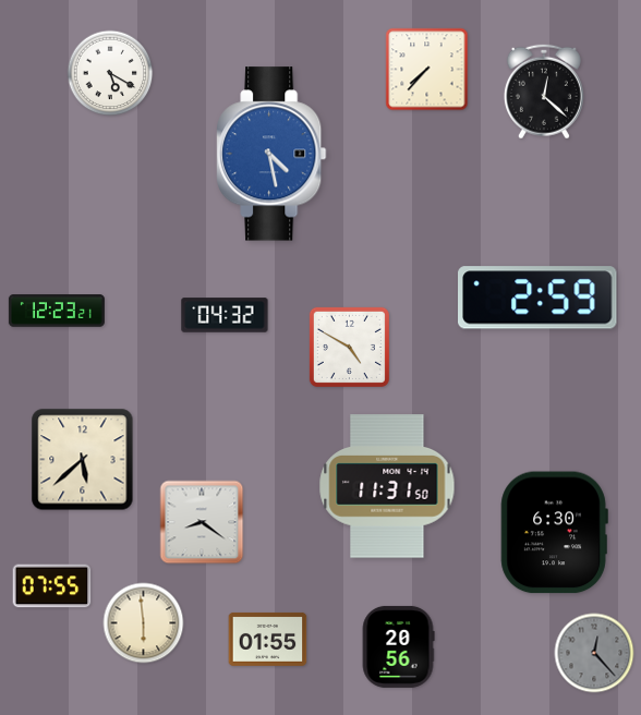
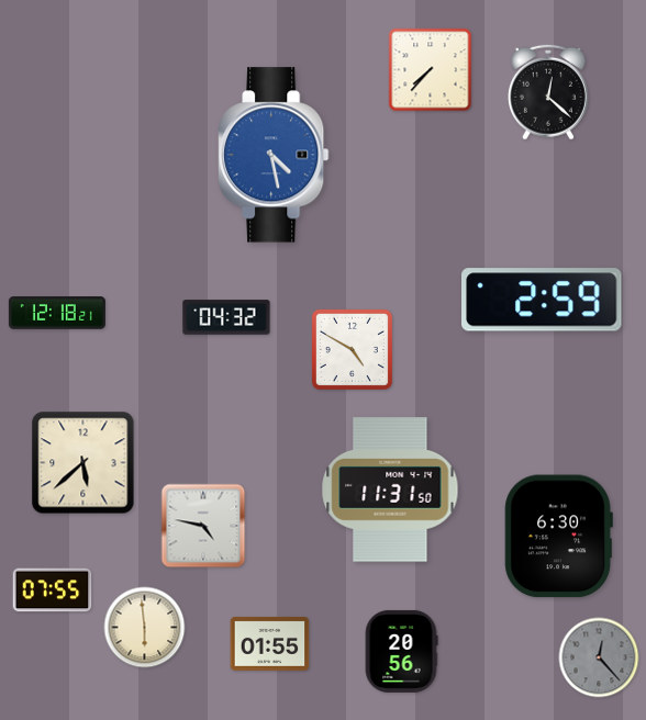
clock at (110, 73): 5:20 -> none
clock at (57, 311): 12:23 -> 12:18
clock at (202, 522): 8:21 -> 4:47
